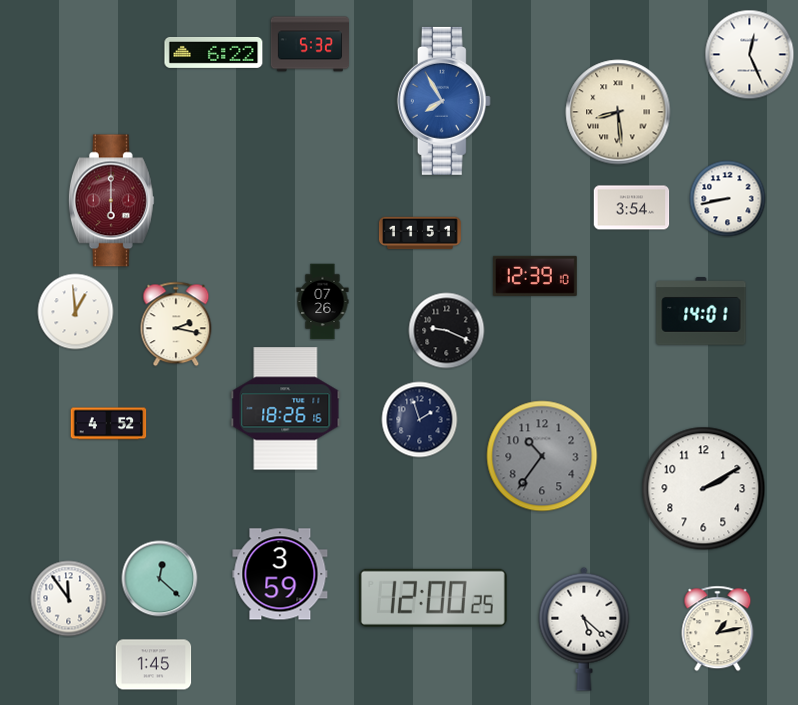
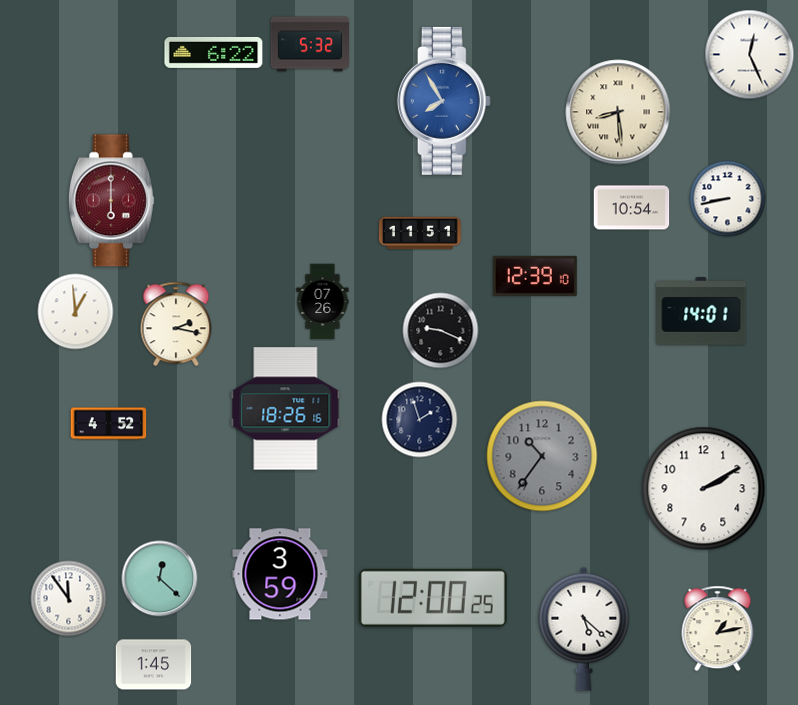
clock at (632, 208): 3:54 -> 10:54
clock at (447, 331) position: (447, 331) -> (441, 331)
